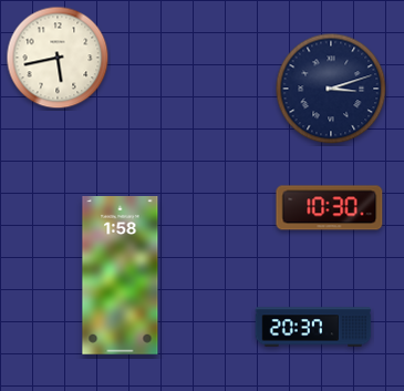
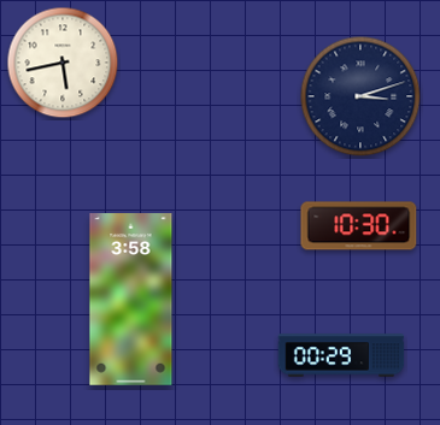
clock at (121, 276): 1:58 -> 3:58
clock at (313, 327): 20:37 -> 00:29
